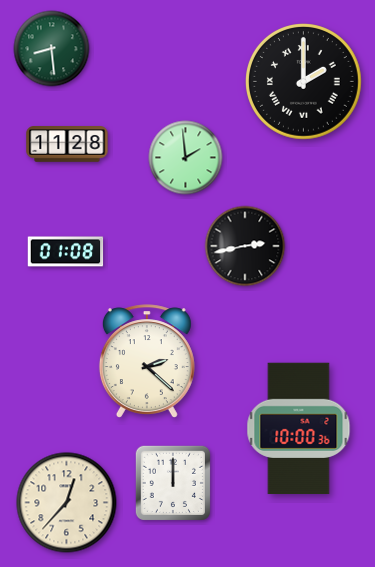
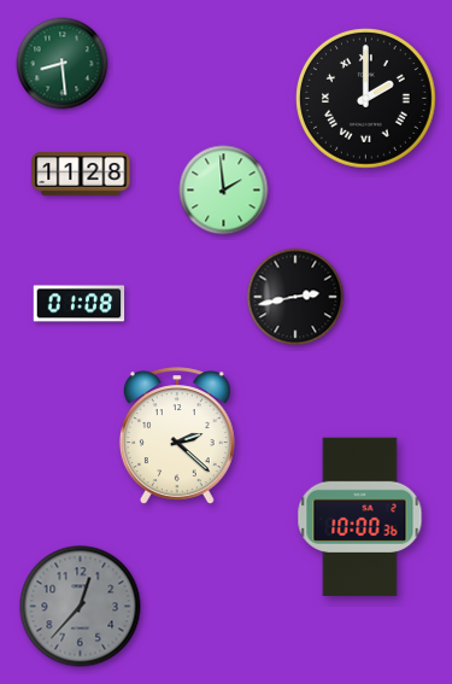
clock at (52, 49) position: (52, 49) -> (63, 64)
clock at (173, 483): 12:00 -> none
clock at (67, 503) dial: cream -> grey
